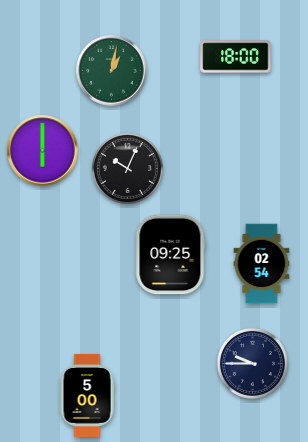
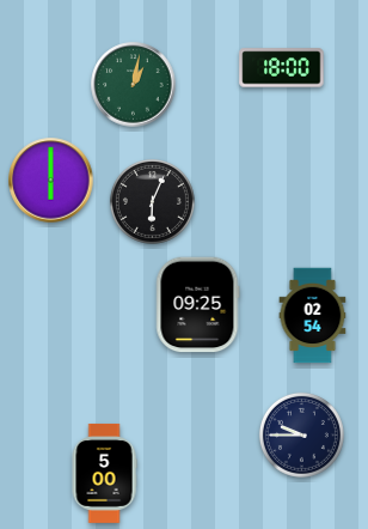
clock at (127, 168): 10:04 -> 6:04
clock at (170, 255) position: (170, 255) -> (197, 305)
